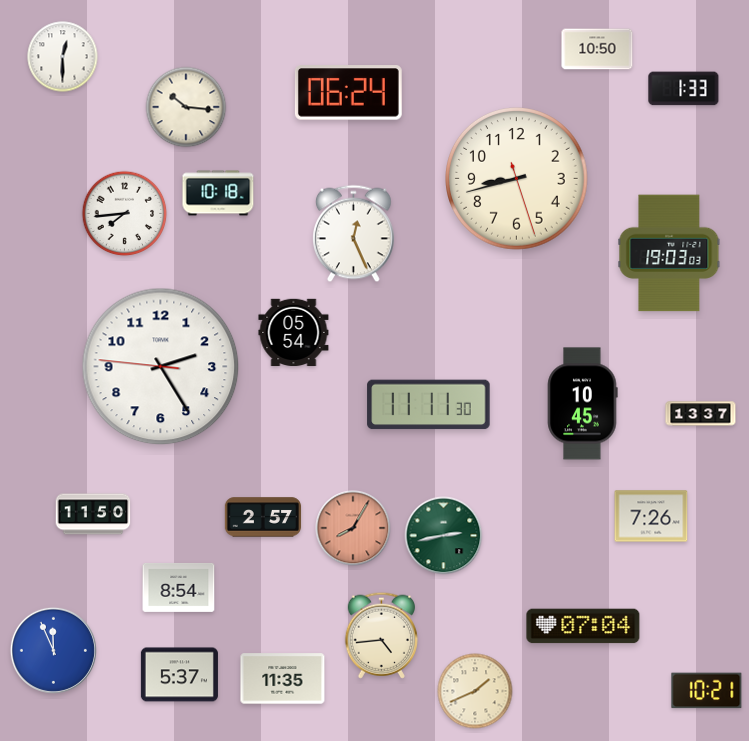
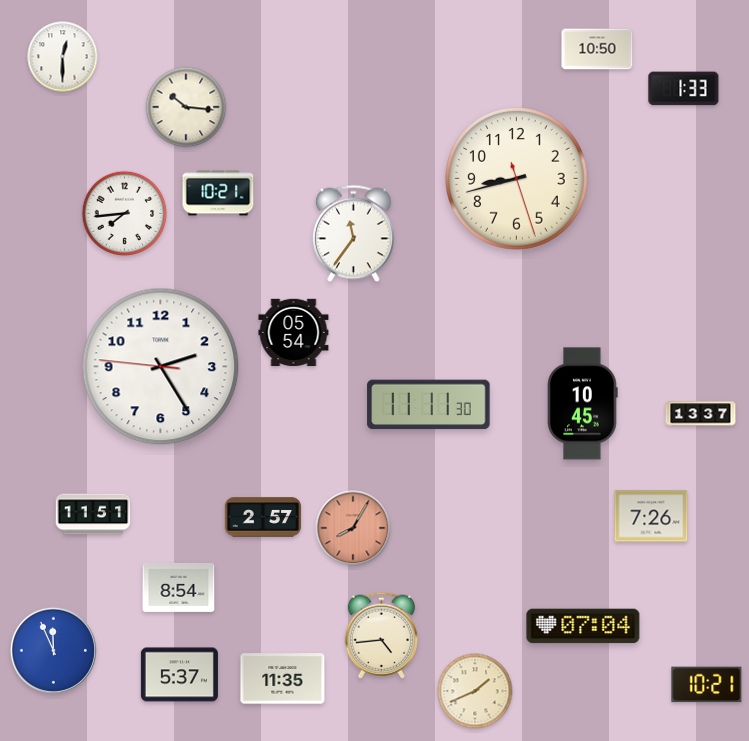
clock at (348, 93): 06:24 -> none
clock at (218, 193): 10:18 -> 10:21
clock at (354, 234): 12:26 -> 11:36
clock at (669, 253): 19:03 -> none
clock at (93, 514): 11:50 -> 11:51
clock at (444, 536): 2:43 -> none
clock at (707, 691) position: (707, 691) -> (707, 685)
